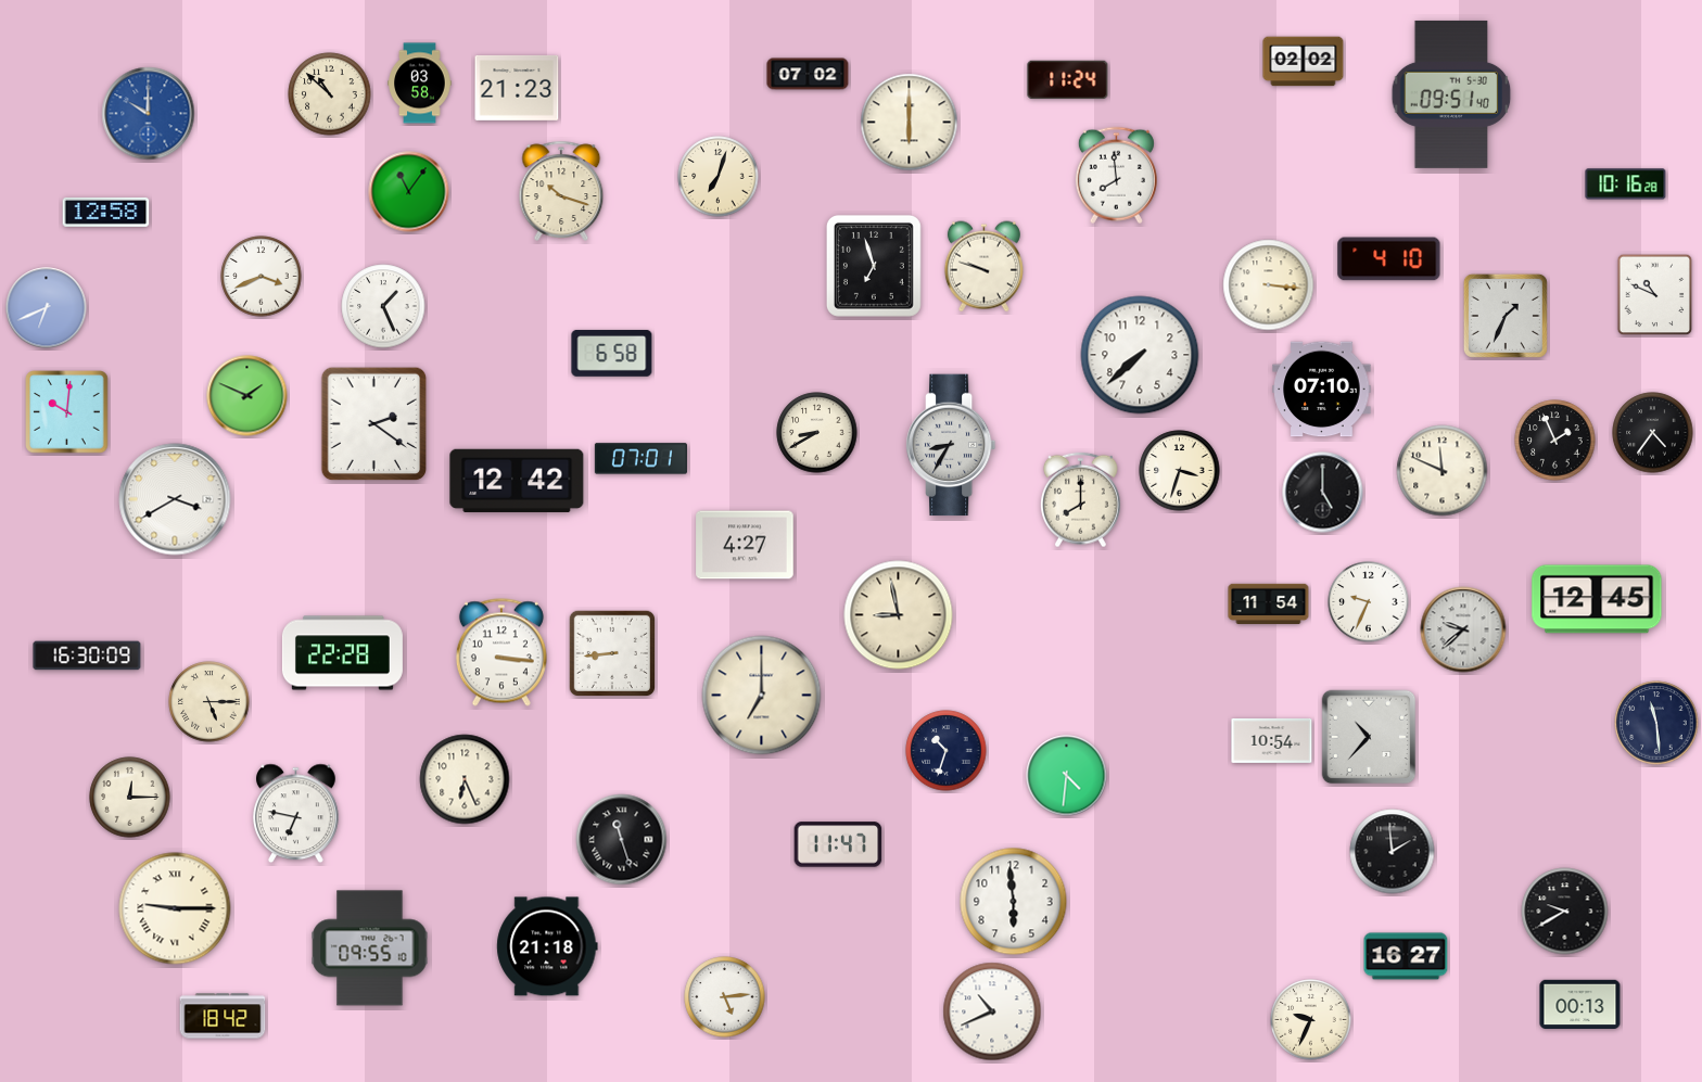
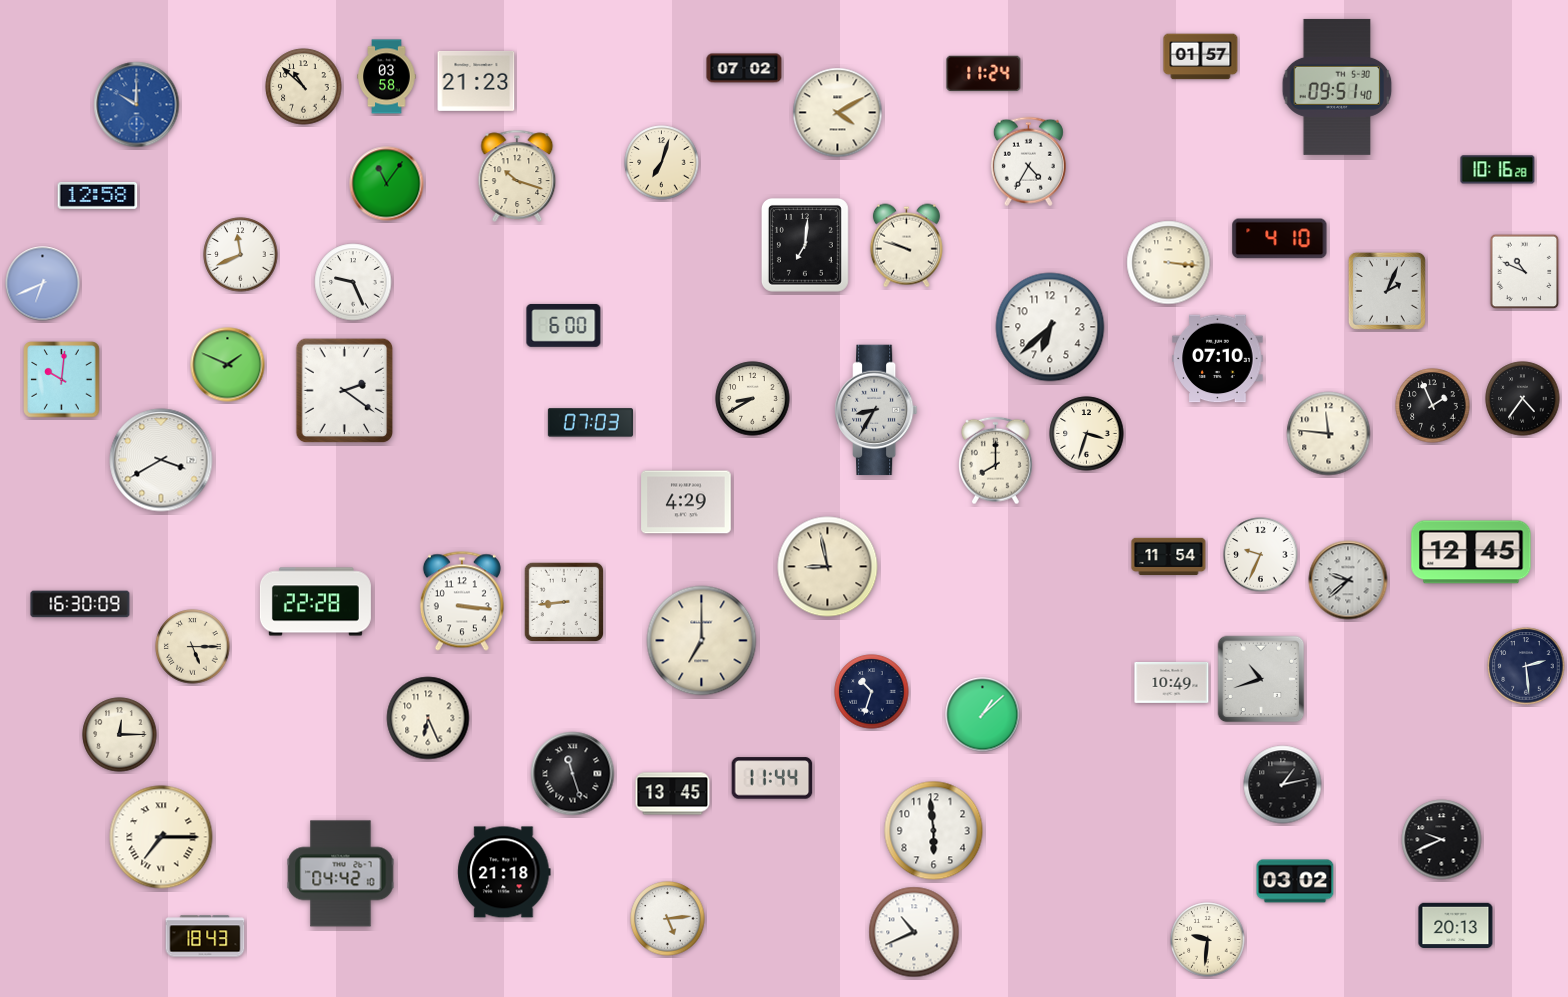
clock at (1304, 62): 02:02 -> 01:57
clock at (910, 123): 6:00 -> 4:10
clock at (1116, 176): 7:59 -> 4:35
clock at (409, 192) position: (409, 192) -> (387, 184)
clock at (874, 266): 6:57 -> 7:01
clock at (262, 277): 3:41 -> 11:41
clock at (383, 306): 1:26 -> 9:26
clock at (1506, 316): 1:34 -> 2:04
clock at (612, 354): 6:58 -> 6:00
clock at (1140, 355): 7:38 -> 6:38
clock at (640, 459): 07:01 -> 07:03
clock at (1443, 471): 11:49 -> 11:46
clock at (517, 481): 12:42 -> none
clock at (1323, 493): 5:00 -> none
clock at (745, 545): 4:27 -> 4:29
clock at (1656, 723): 11:29 -> 2:29
clock at (1369, 737): 10:37 -> 10:42
clock at (1272, 740): 10:54 -> 10:49
clock at (1067, 776): 4:31 -> 1:08
clock at (296, 814): 6:47 -> none
clock at (838, 844): 11:47 -> 11:44
clock at (1393, 852): 1:59 -> 1:13
clock at (673, 794): none -> 13:45
clock at (175, 908): 9:15 -> 7:15
clock at (1565, 912): 9:40 -> 9:41
clock at (370, 949): 09:55 -> 04:42
clock at (1406, 956): 16:27 -> 03:02
clock at (1580, 1004): 00:13 -> 20:13
clock at (223, 1016): 18:42 -> 18:43
clock at (1311, 1020): 9:34 -> 9:31
